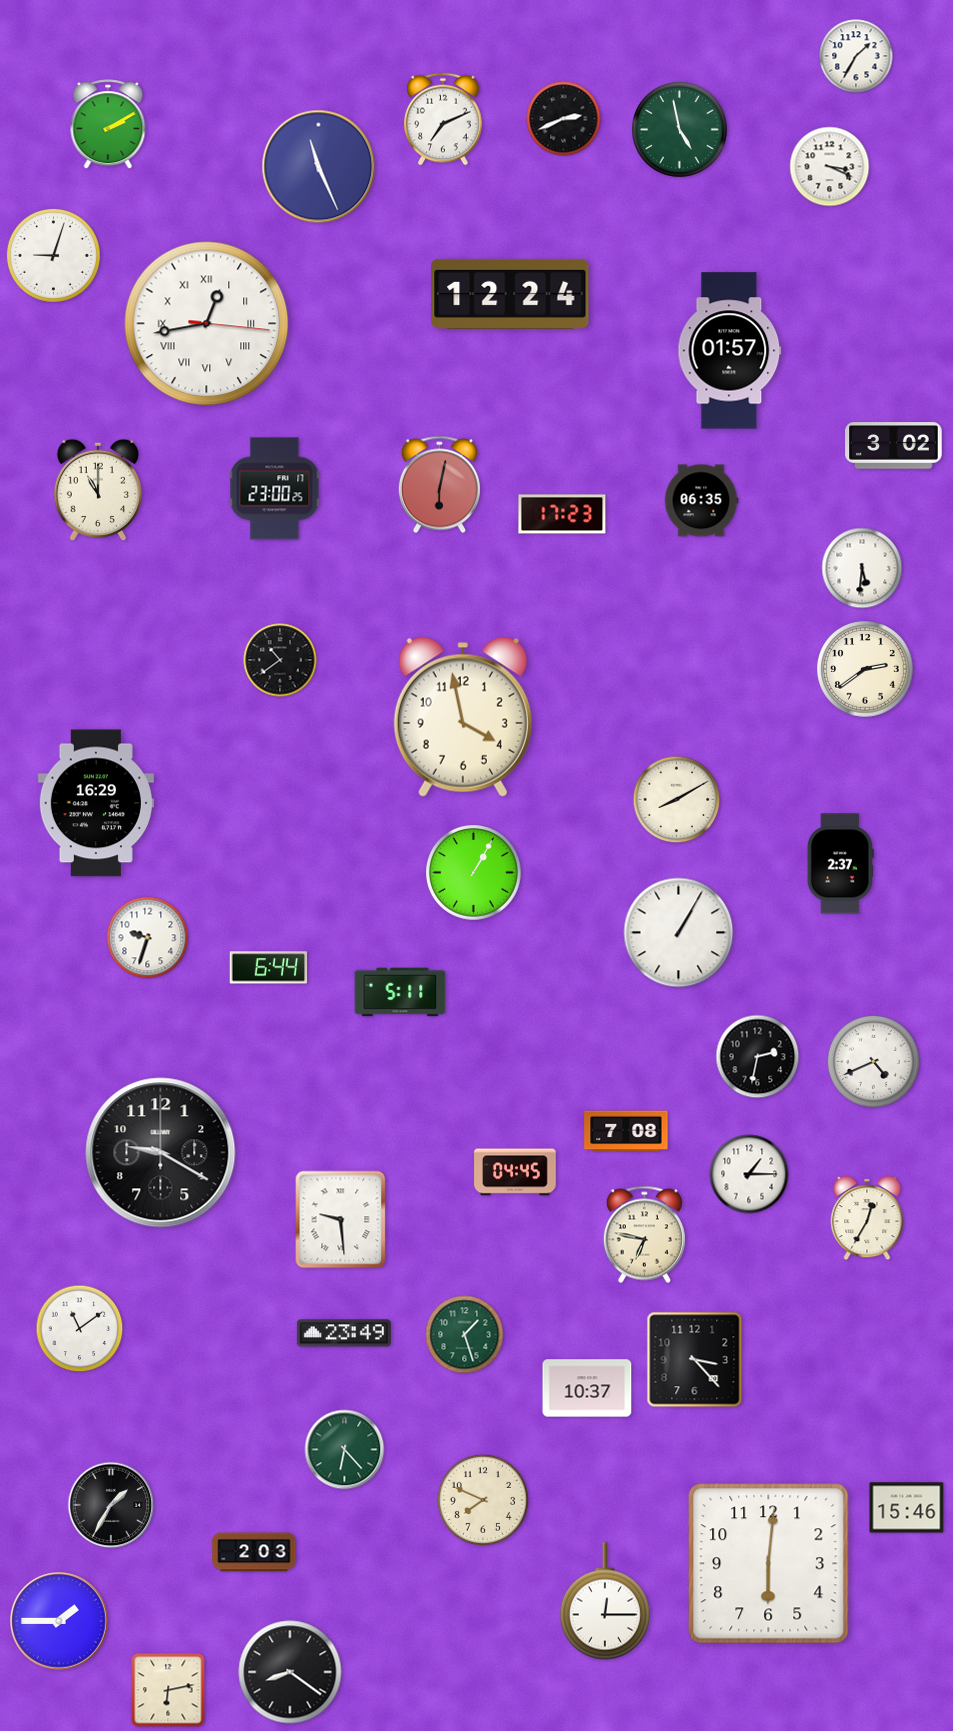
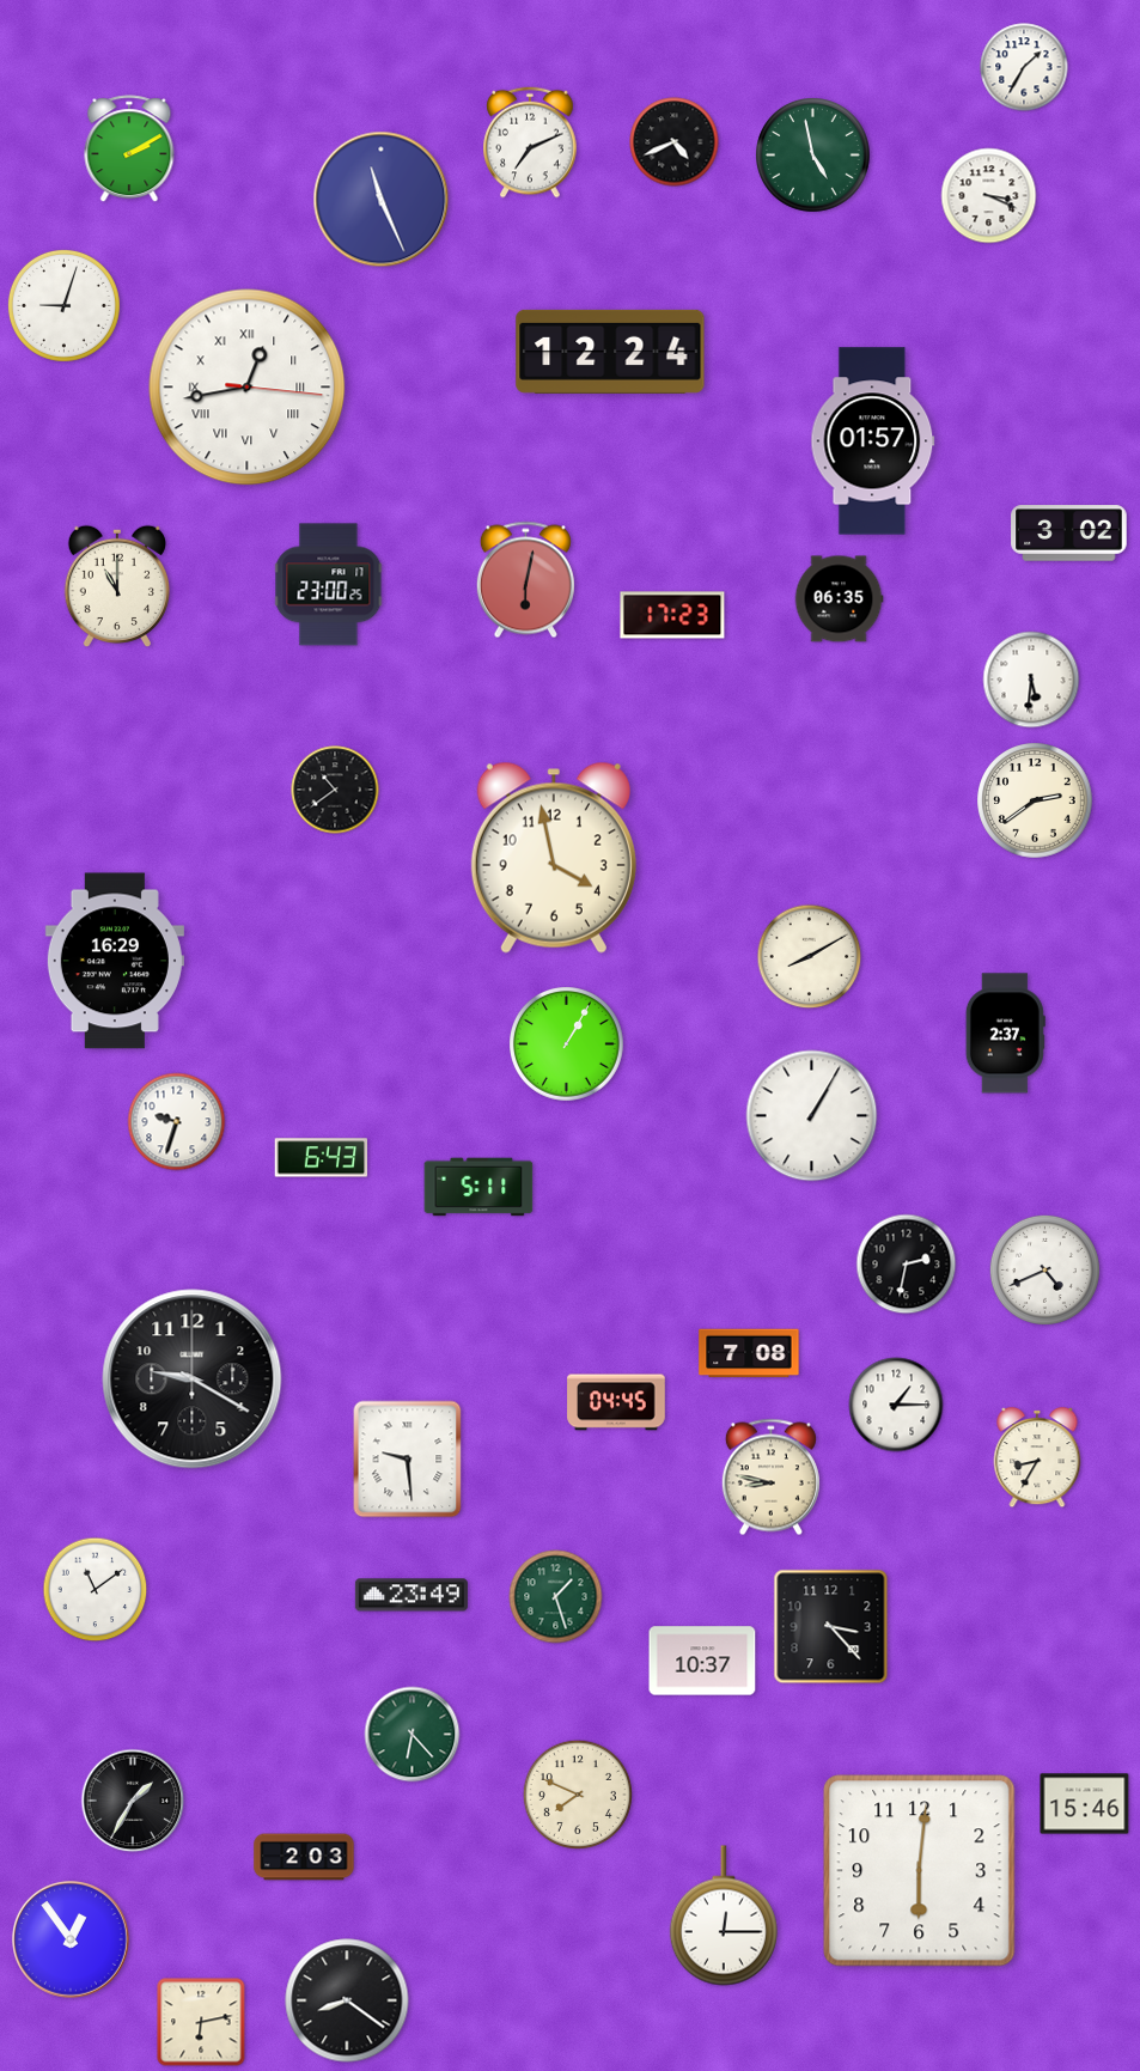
clock at (564, 119): 2:41 -> 4:41
clock at (830, 167) position: (830, 167) -> (989, 196)
clock at (730, 351) position: (730, 351) -> (873, 441)
clock at (269, 968): 6:44 -> 6:43
clock at (867, 1218): 12:35 -> 8:35
clock at (644, 1235): 6:47 -> 8:47
clock at (60, 1622): 1:45 -> 12:54
